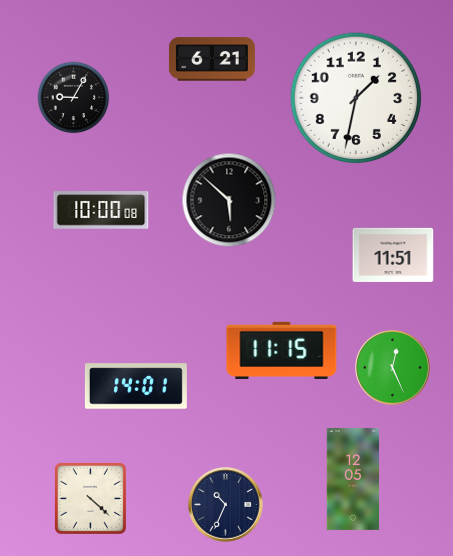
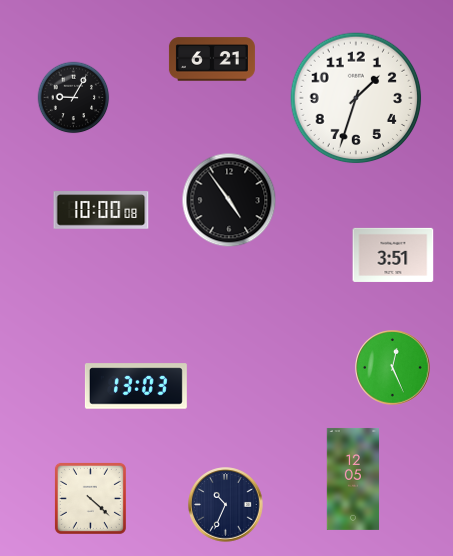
clock at (356, 98): 1:32 -> 1:33
clock at (229, 200): 5:52 -> 4:54
clock at (393, 255): 11:51 -> 3:51
clock at (282, 350): 11:15 -> none
clock at (136, 386): 14:01 -> 13:03
